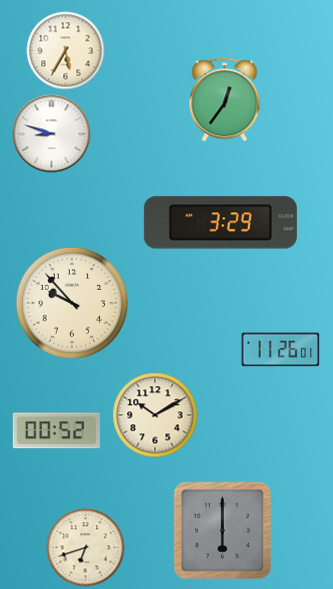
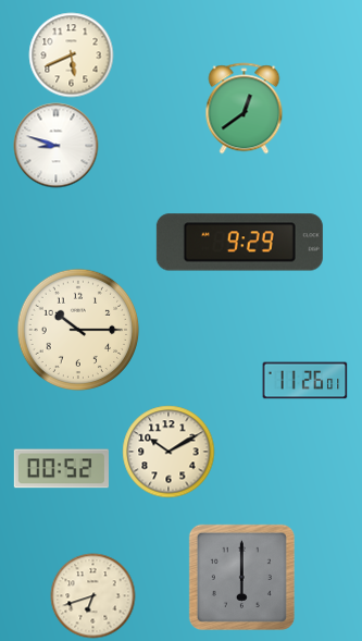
clock at (65, 50): 5:35 -> 5:41
clock at (225, 99): 12:36 -> 12:39
clock at (220, 223): 3:29 -> 9:29
clock at (72, 303): 9:53 -> 10:15
